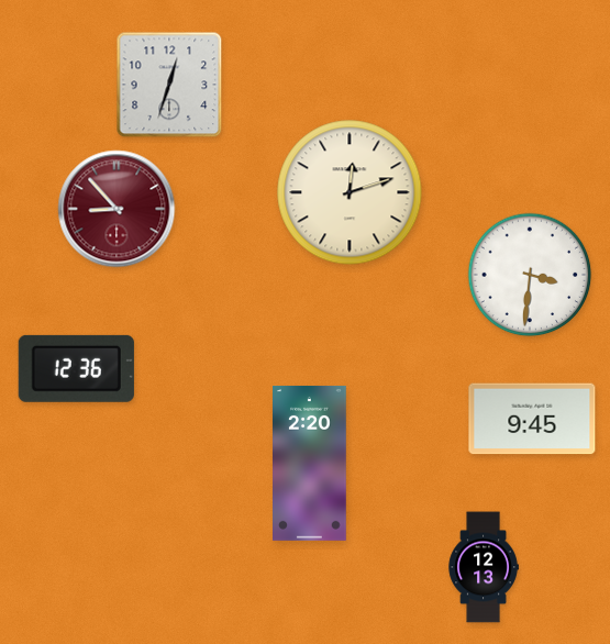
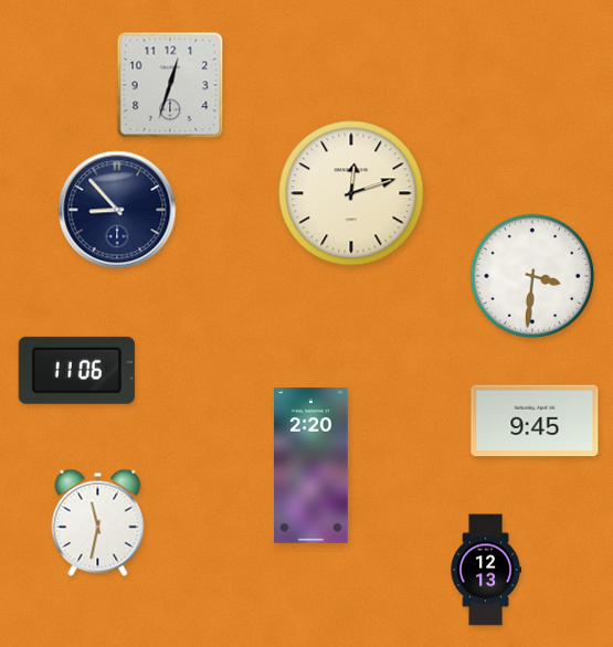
clock at (117, 209) dial: burgundy -> navy
clock at (76, 368): 12:36 -> 11:06
clock at (98, 522): none -> 11:32
